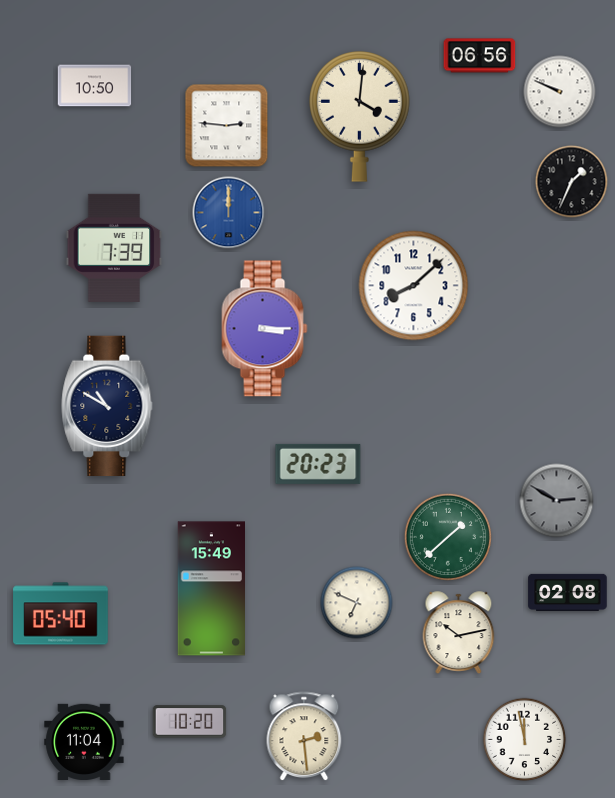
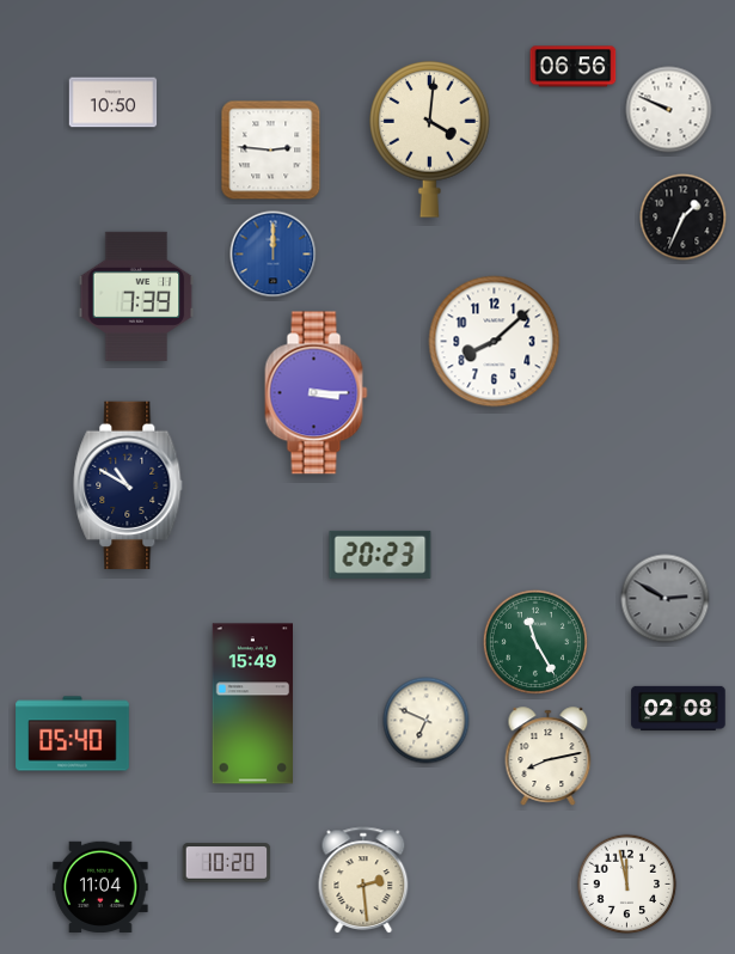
clock at (448, 537): 1:38 -> 11:25
clock at (459, 632): 10:13 -> 8:13
